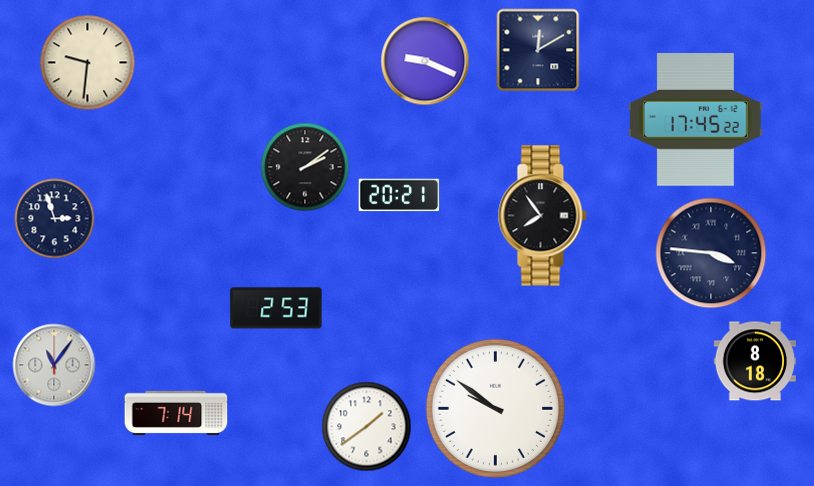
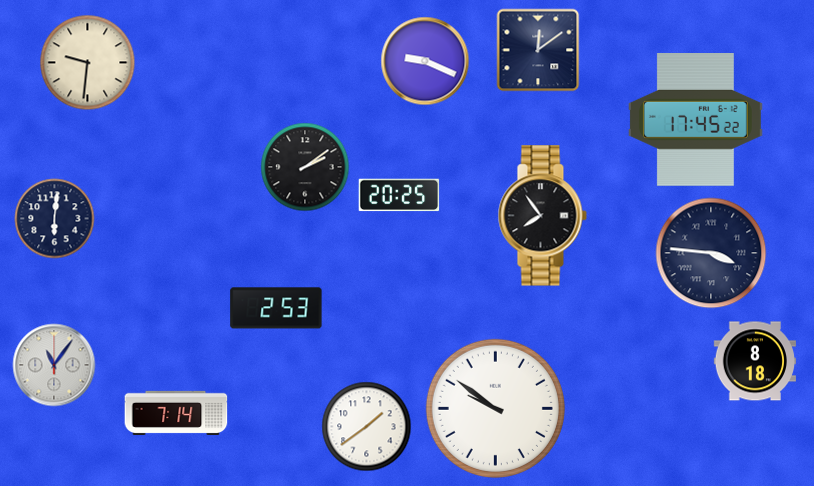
clock at (538, 50): 12:10 -> 12:09
clock at (399, 195): 20:21 -> 20:25
clock at (55, 219): 2:57 -> 6:01
